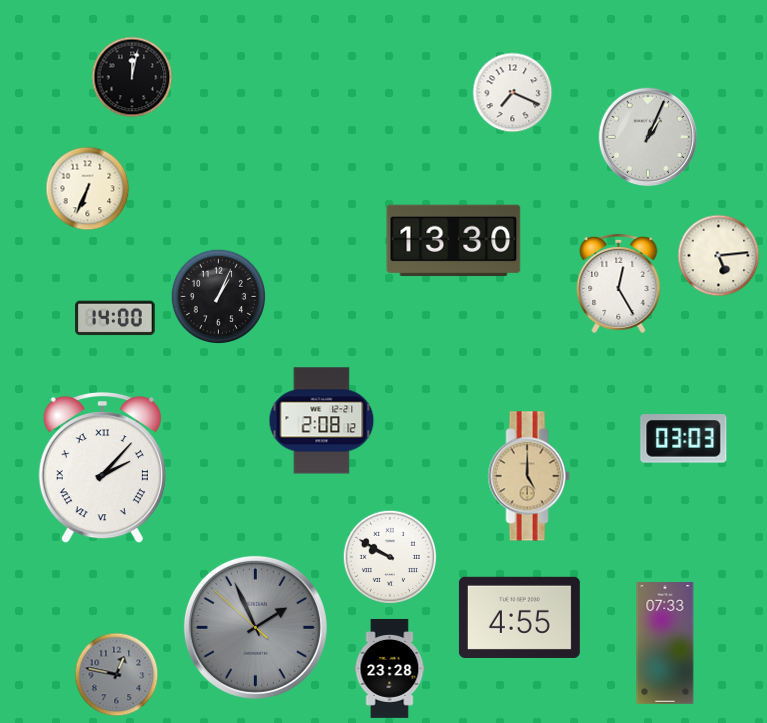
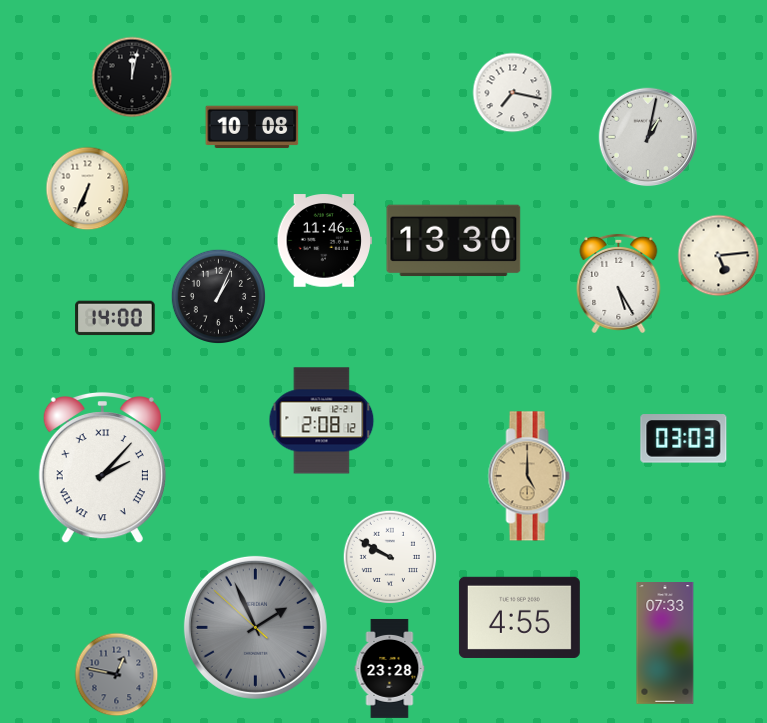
clock at (513, 93): 7:19 -> 7:17
clock at (252, 127): none -> 10:08
clock at (648, 137): 1:04 -> 1:02
clock at (324, 241): none -> 11:46
clock at (619, 283): 12:25 -> 5:25
